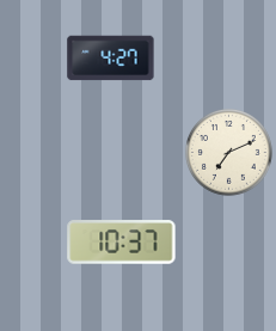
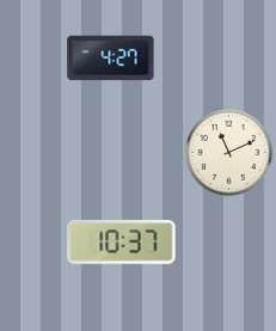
clock at (229, 153): 7:11 -> 11:11
